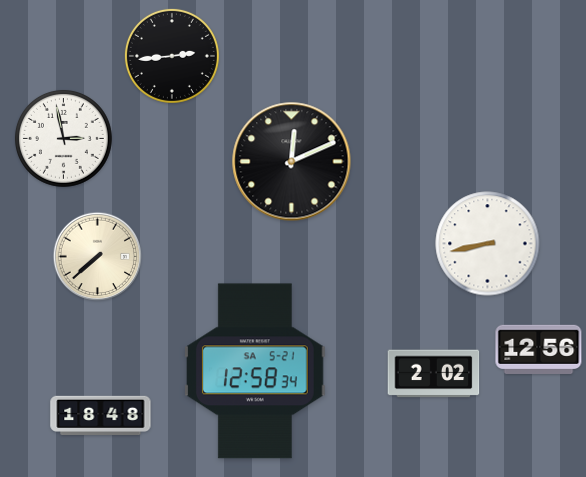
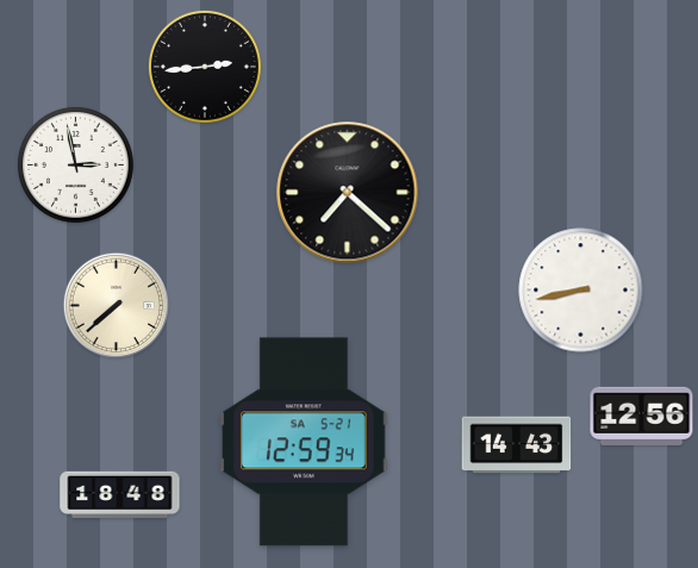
clock at (292, 162): 12:11 -> 7:22
clock at (256, 371): 12:58 -> 12:59
clock at (434, 374): 2:02 -> 14:43
